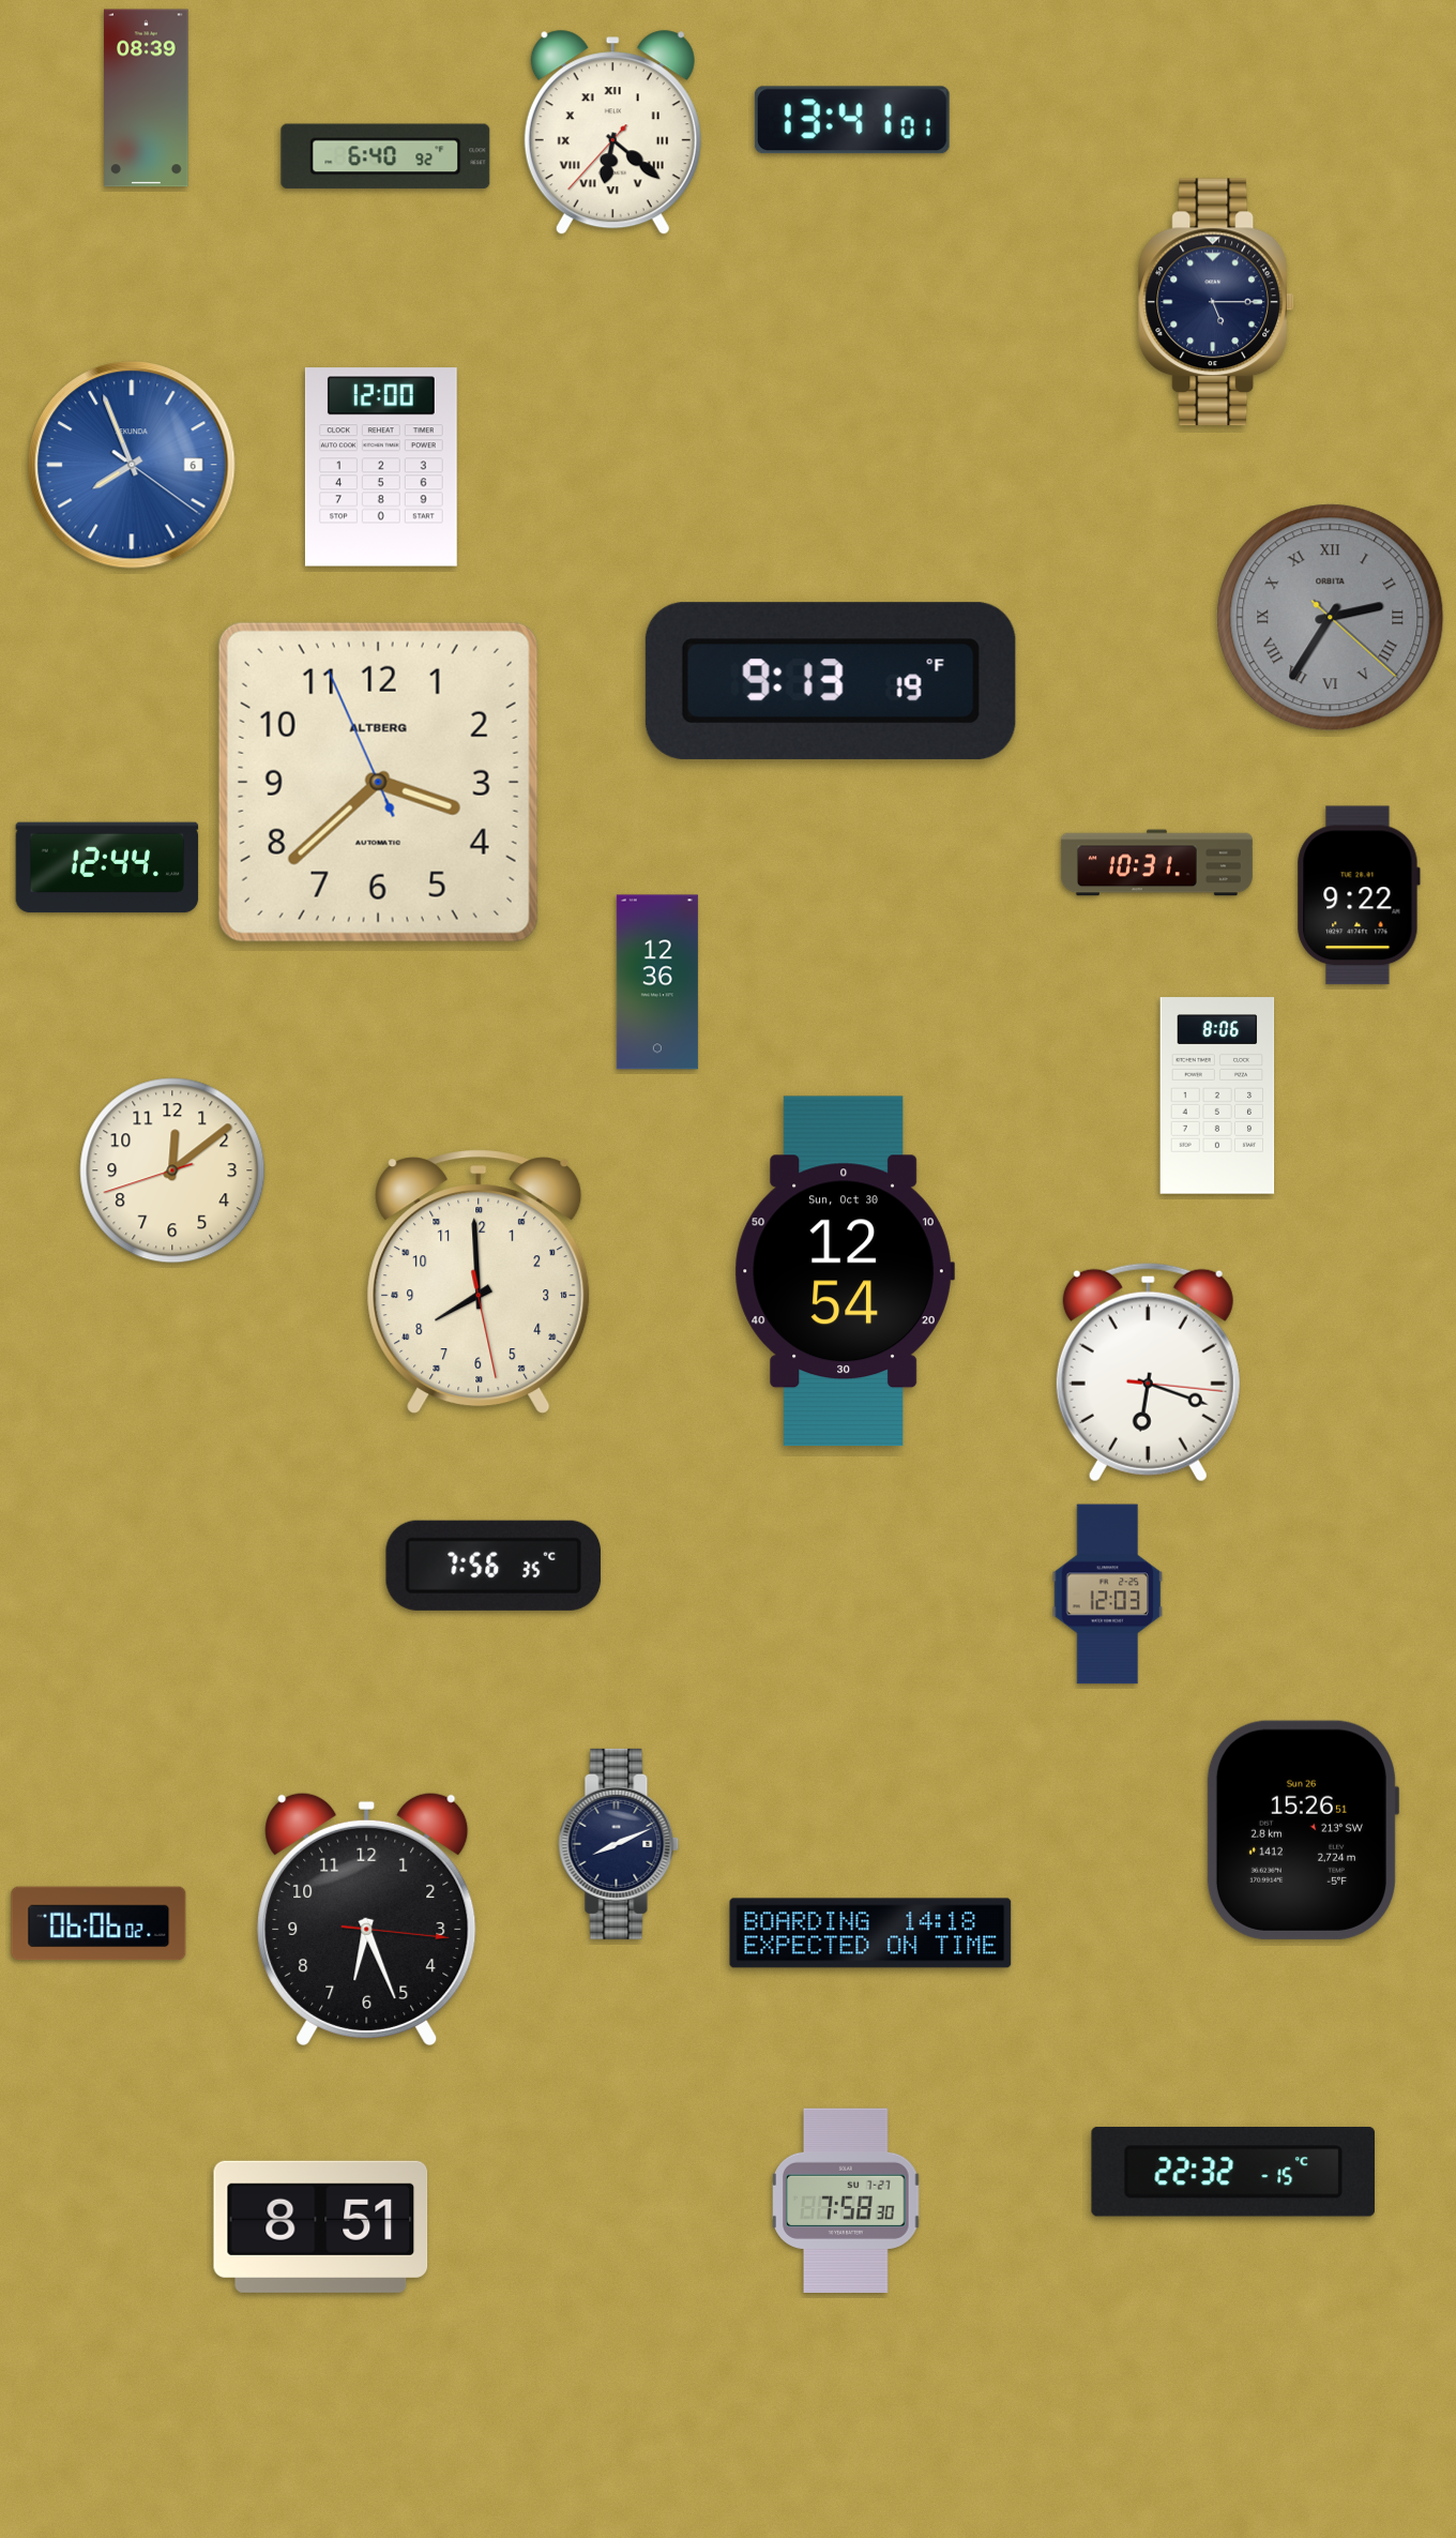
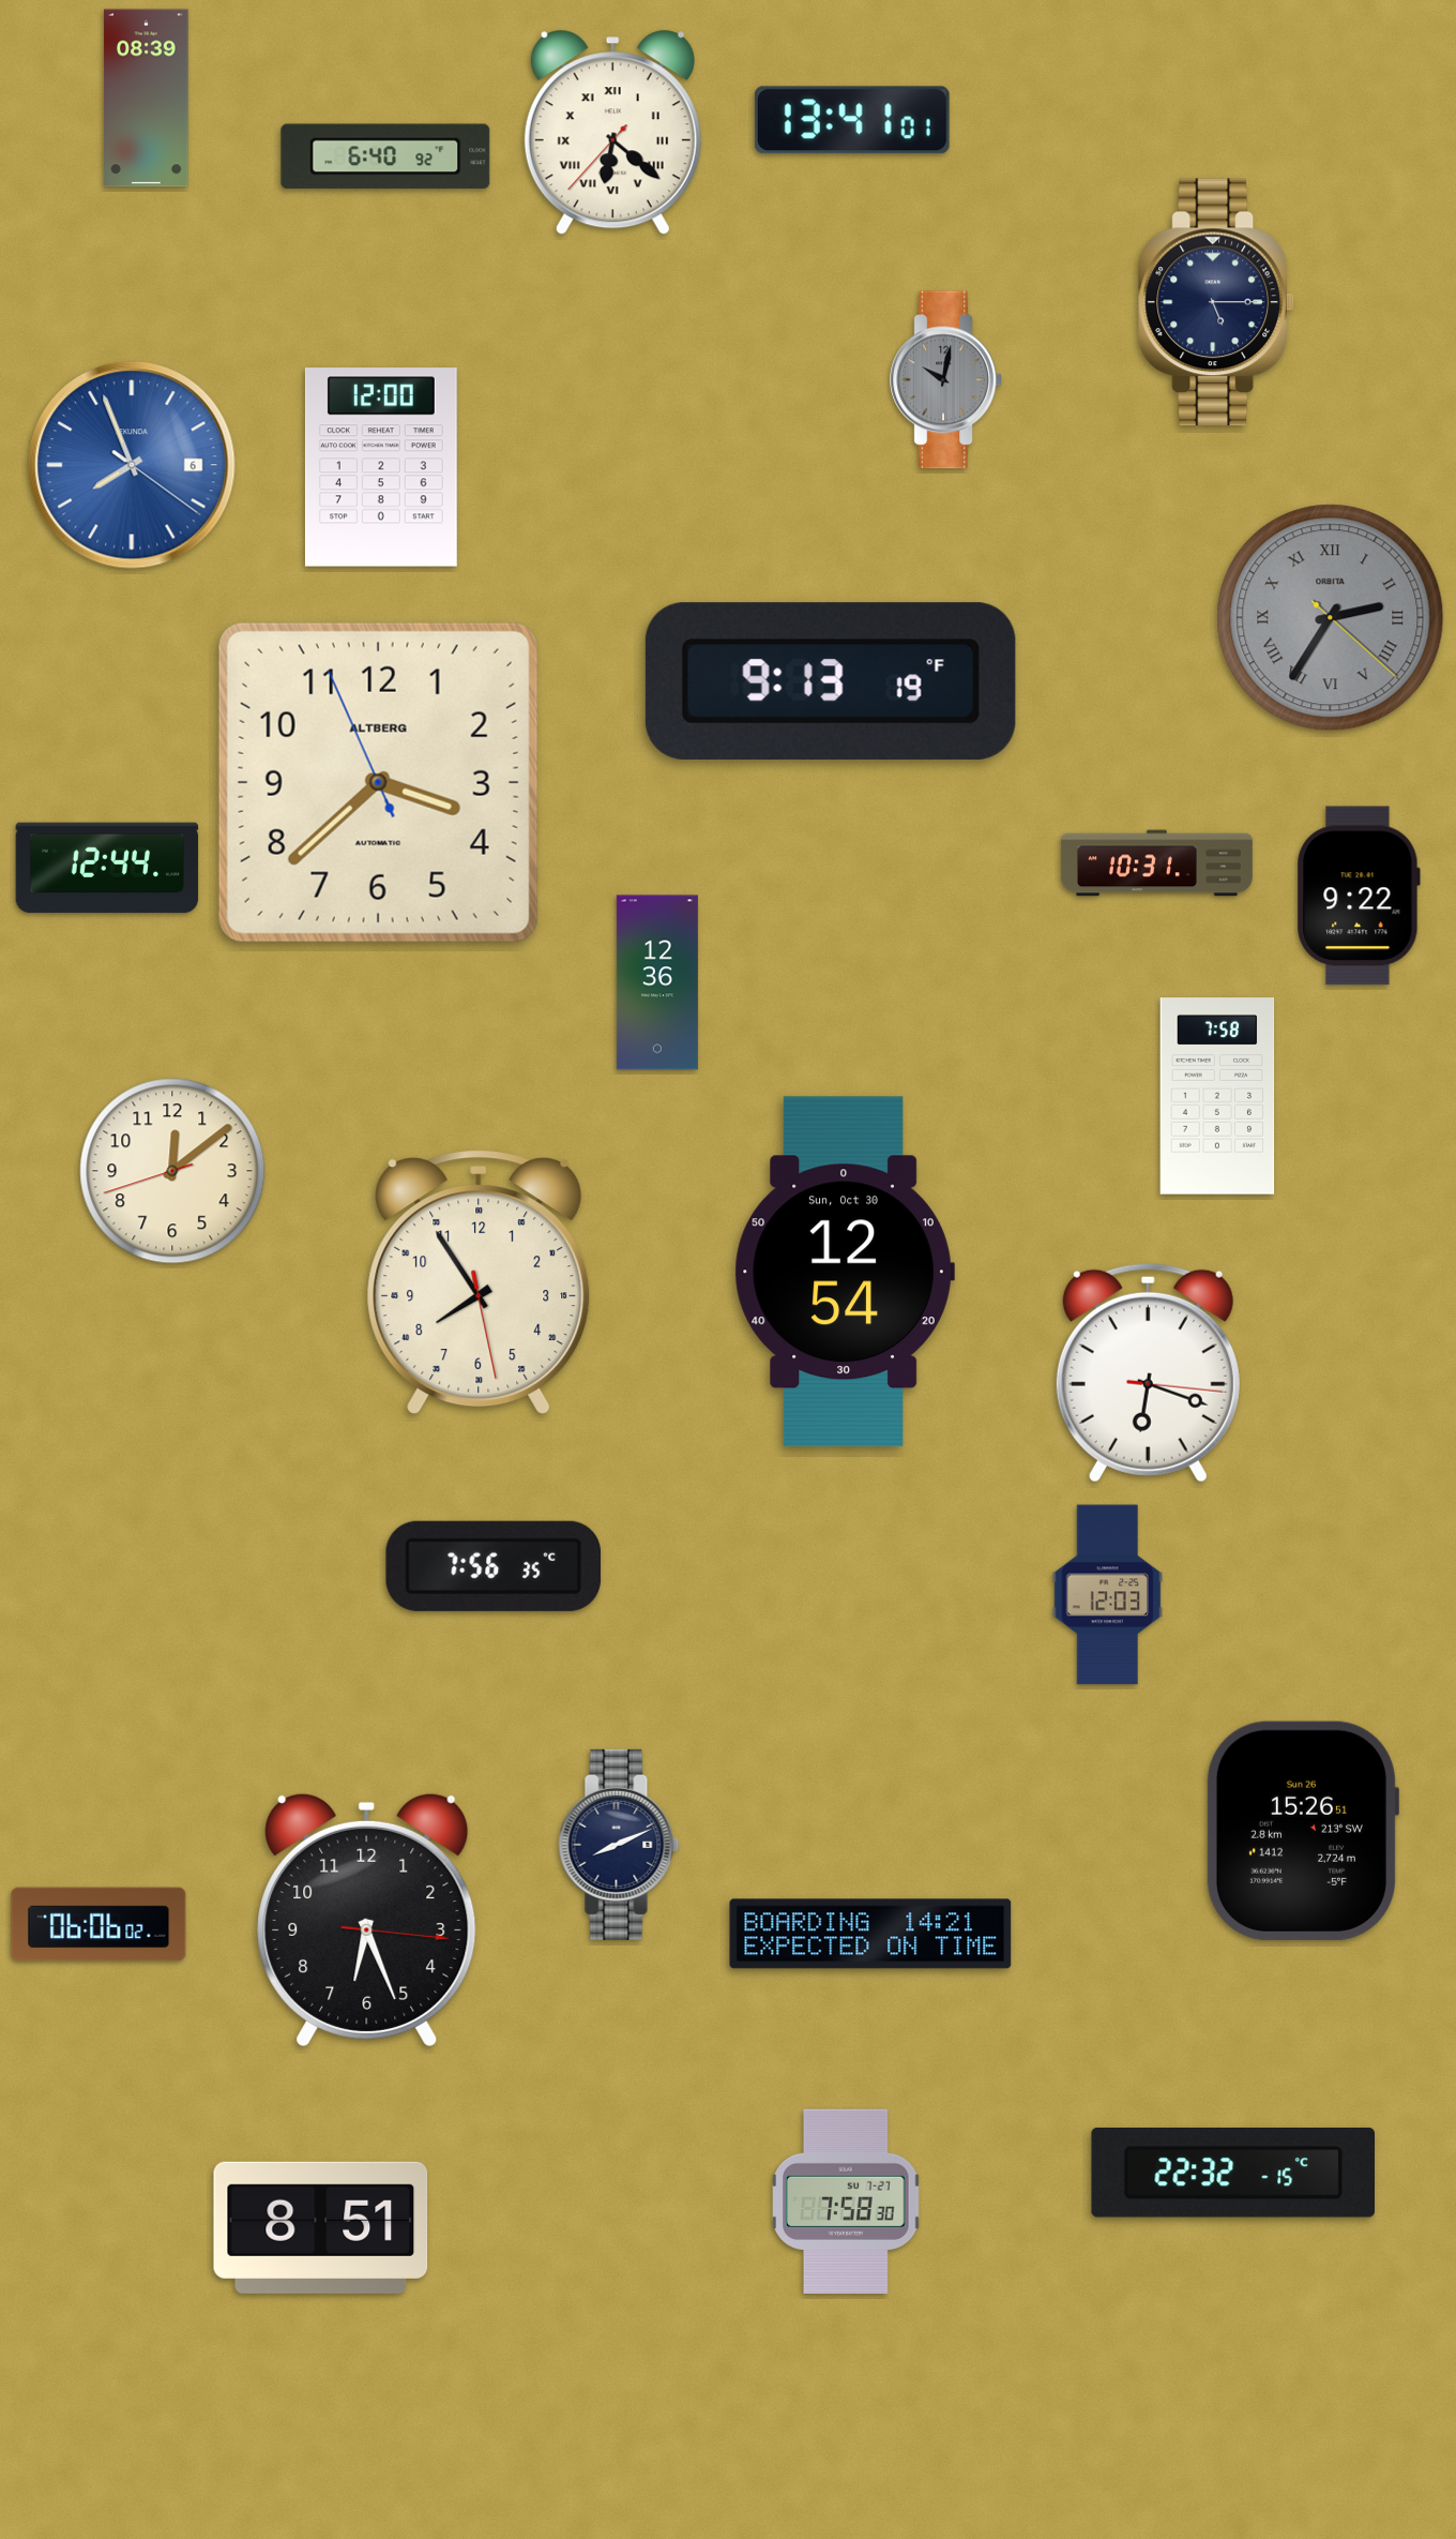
clock at (946, 380): none -> 10:02
clock at (1217, 1096): 8:06 -> 7:58
clock at (479, 1282): 7:59 -> 7:54
clock at (870, 1933): 14:18 -> 14:21
